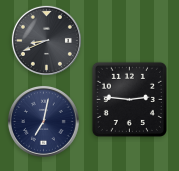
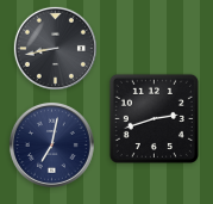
clock at (46, 40): 8:41 -> 8:43
clock at (129, 99): 2:46 -> 2:42
